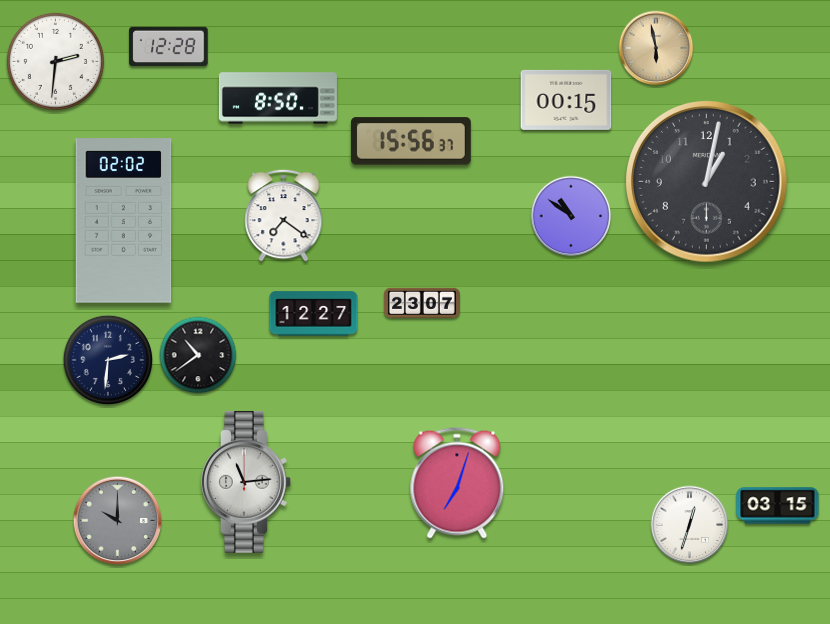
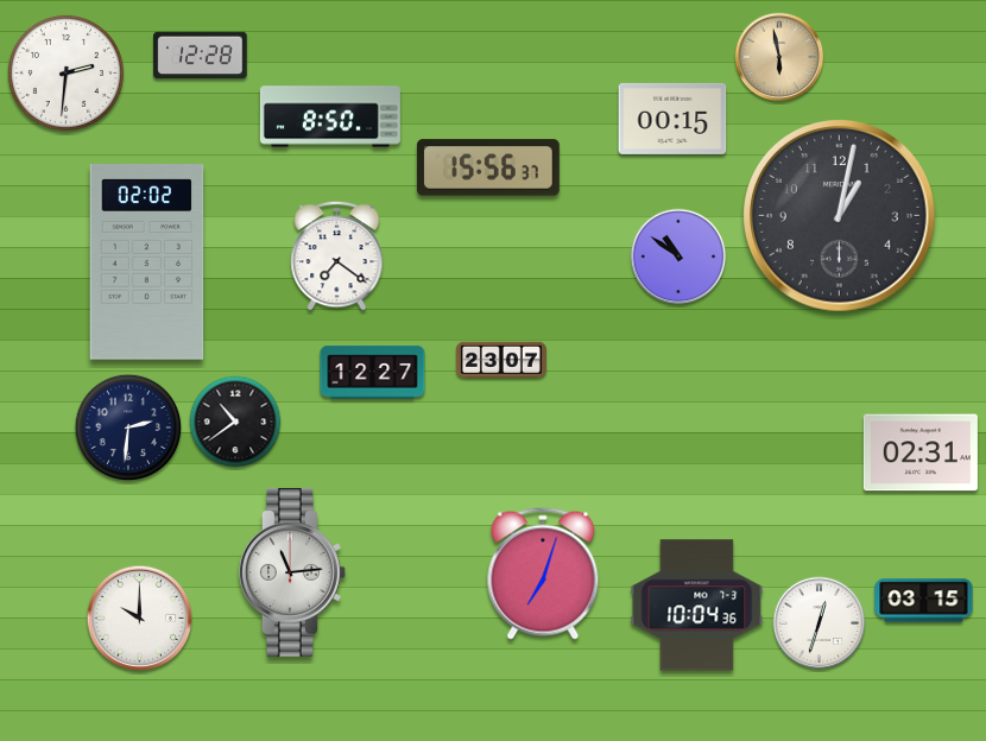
clock at (921, 452): none -> 02:31
clock at (697, 606): none -> 10:04
clock at (118, 521) dial: grey -> white
